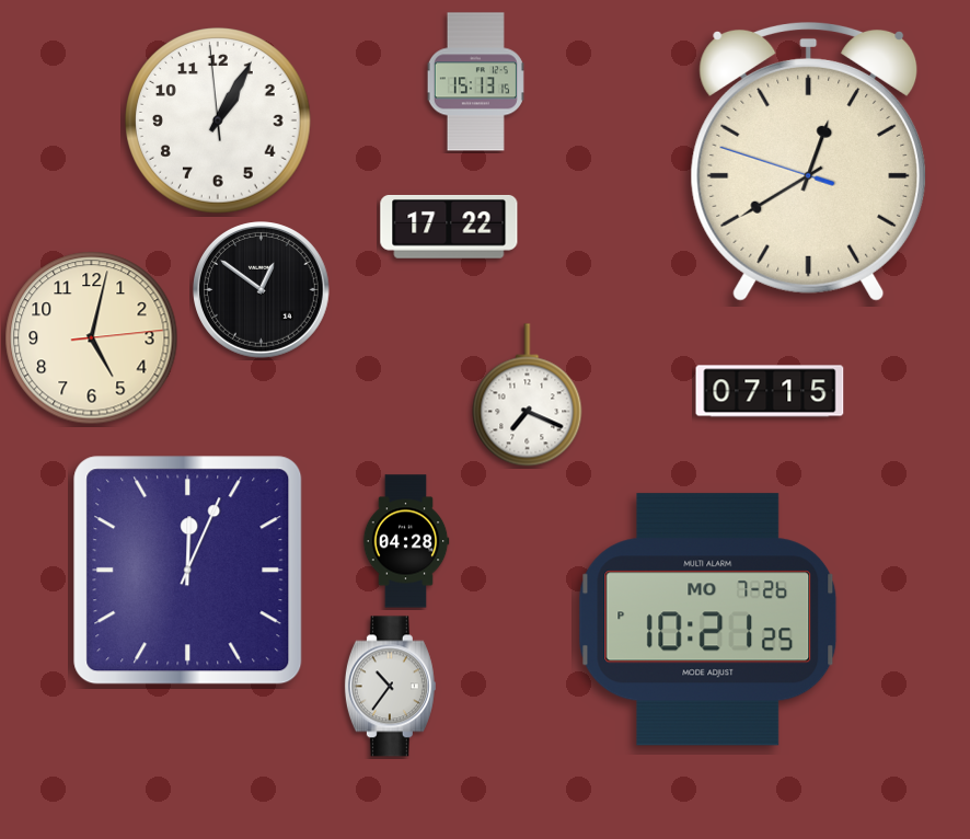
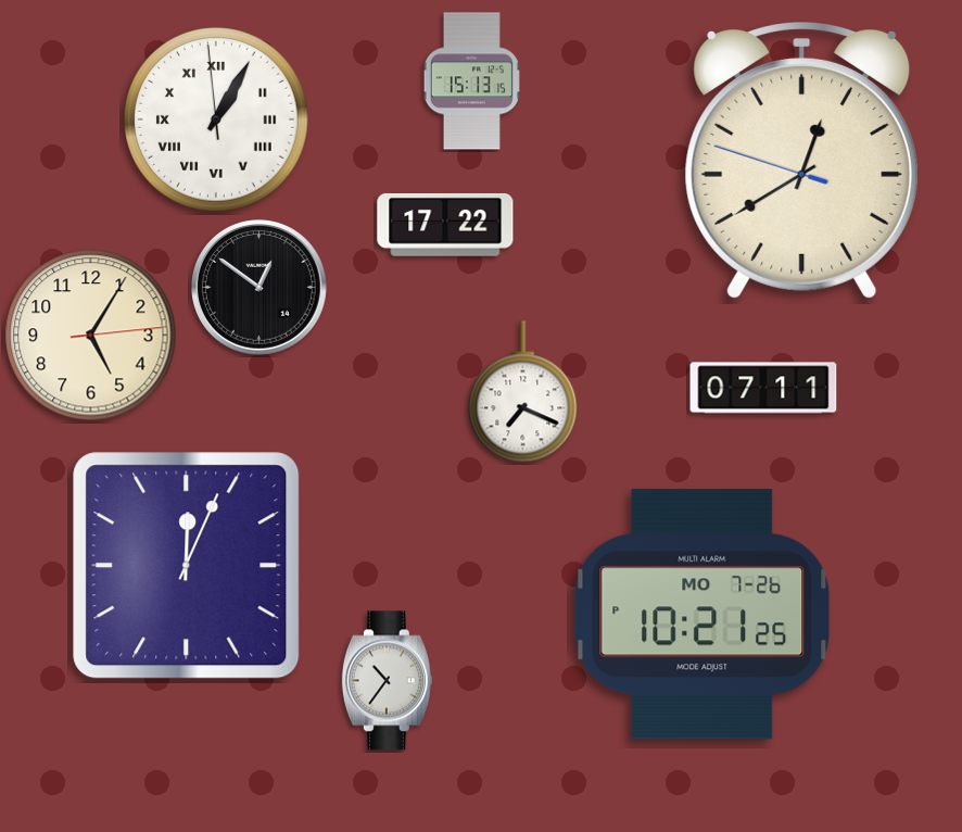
clock at (219, 122) numerals: Arabic -> Roman
clock at (92, 338): 5:02 -> 5:05
clock at (770, 391): 07:15 -> 07:11
clock at (406, 541): 04:28 -> none
